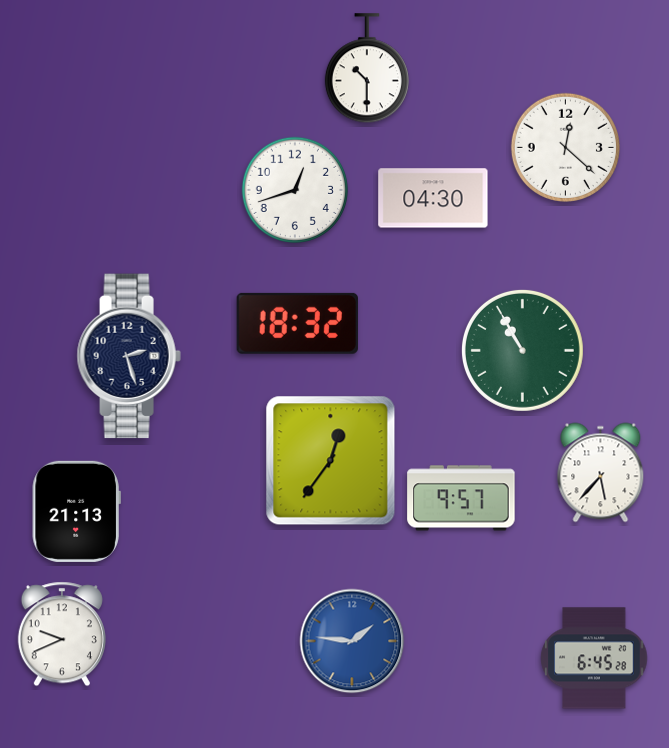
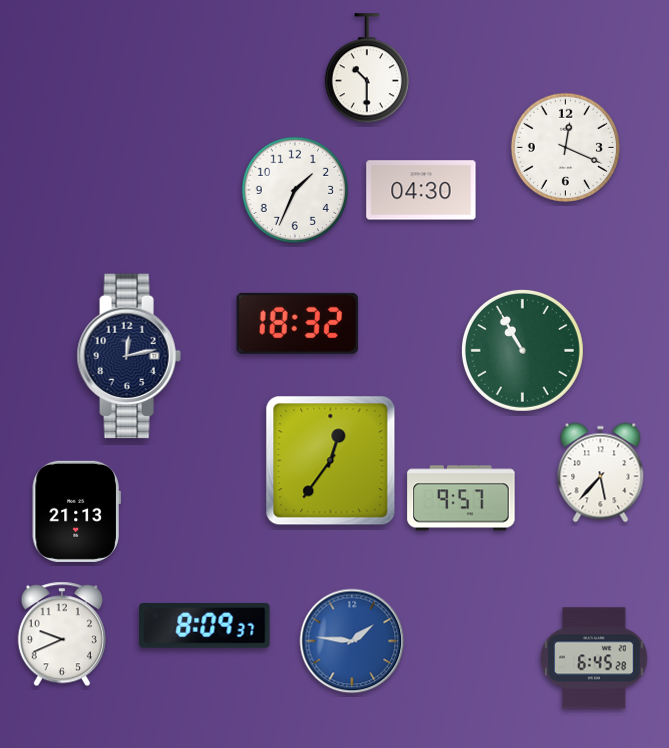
clock at (565, 147): 12:22 -> 12:19
clock at (294, 189): 12:42 -> 1:34
clock at (433, 198) position: (433, 198) -> (421, 190)
clock at (129, 356): 2:27 -> 12:13
clock at (205, 626): none -> 8:09
